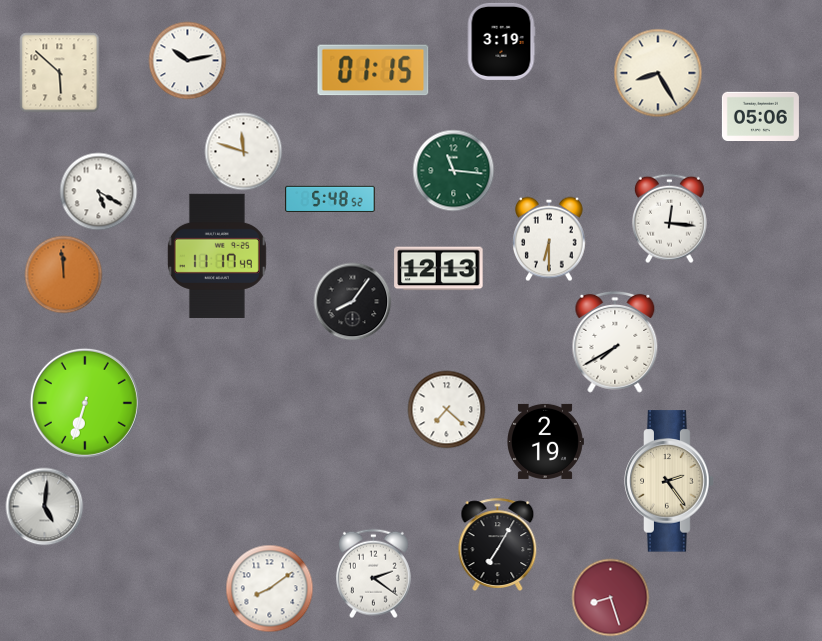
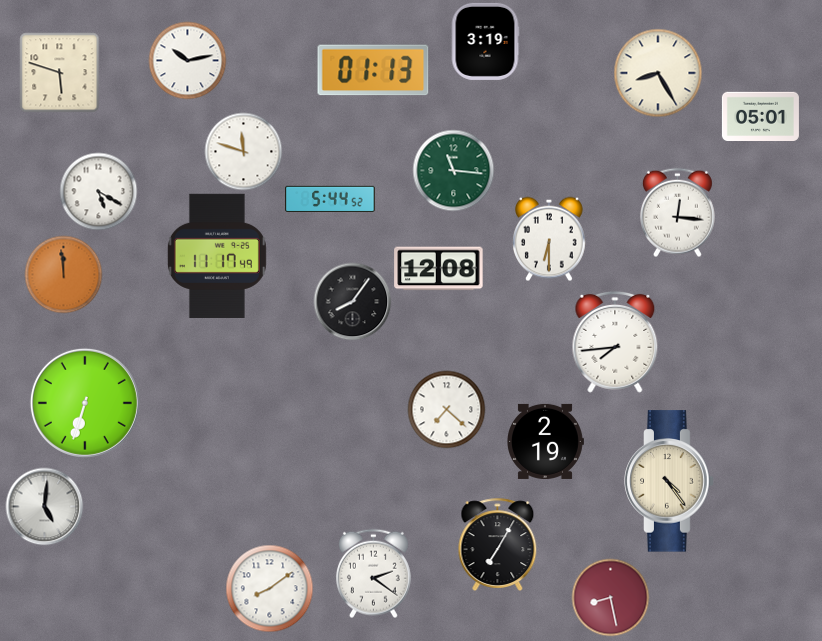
clock at (501, 41) position: (501, 41) -> (485, 41)
clock at (373, 70): 01:15 -> 01:13
clock at (59, 72): 5:52 -> 5:48
clock at (760, 116): 05:06 -> 05:01
clock at (330, 198): 5:48 -> 5:44
clock at (669, 218) position: (669, 218) -> (677, 212)
clock at (439, 269): 12:13 -> 12:08
clock at (615, 342): 7:40 -> 7:44
clock at (669, 481): 2:24 -> 4:24
clock at (610, 597): 8:27 -> 8:28
